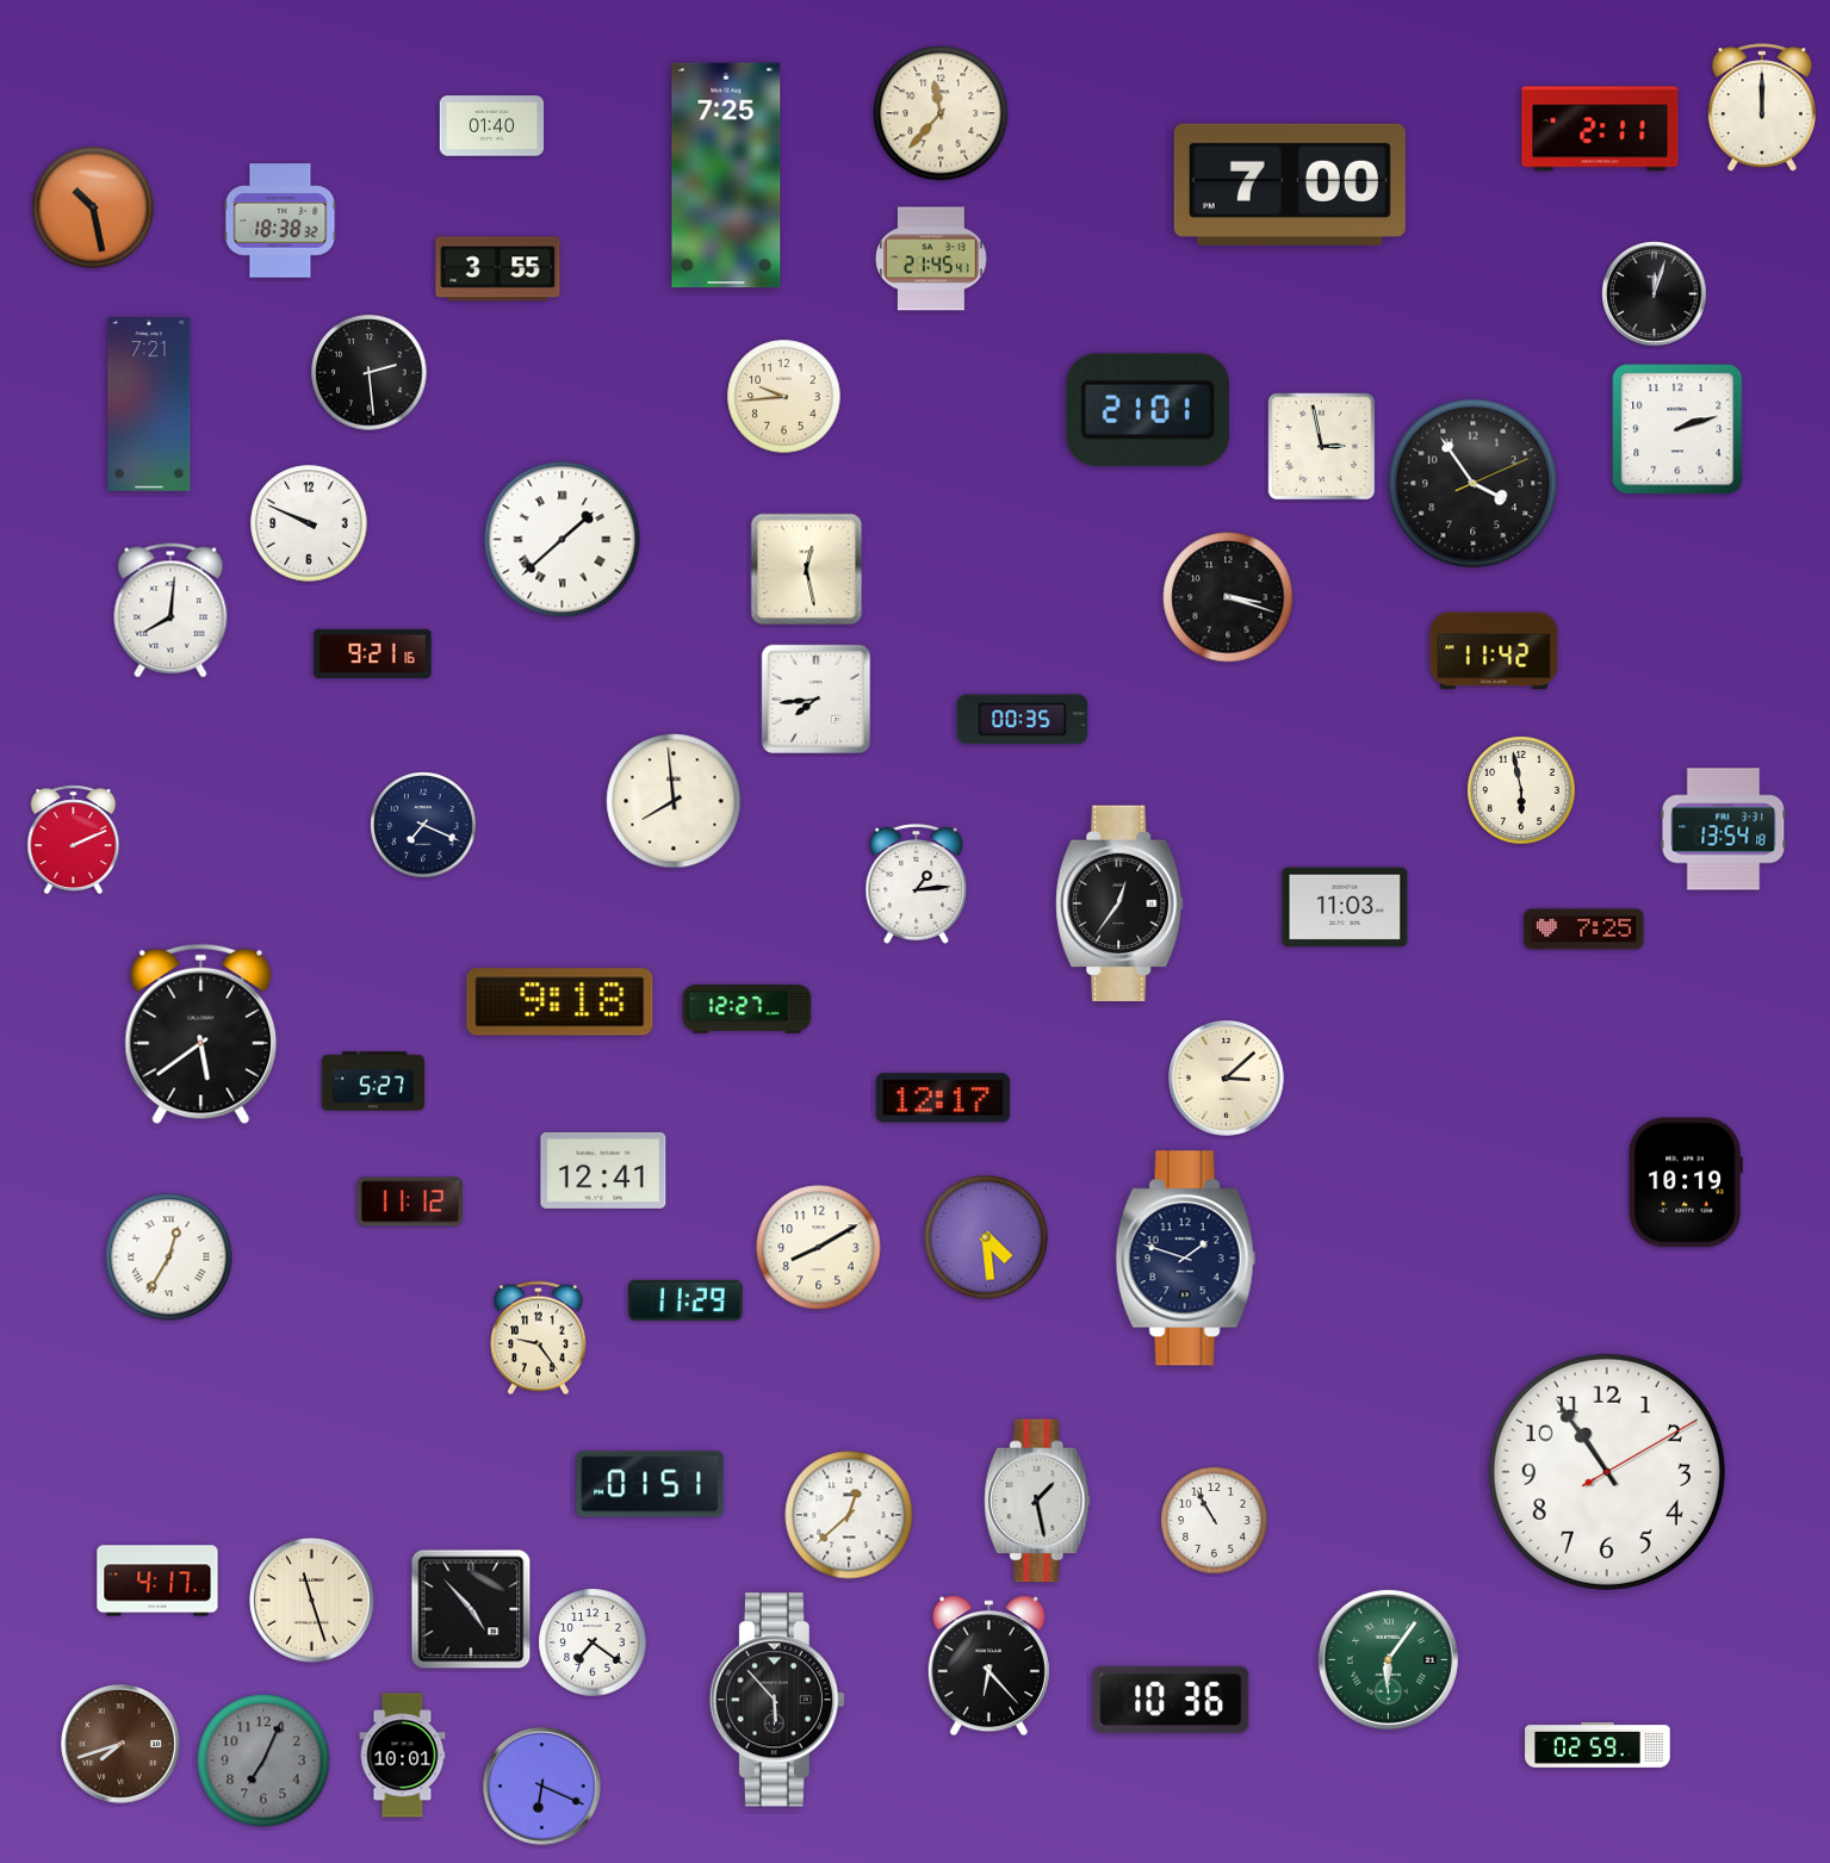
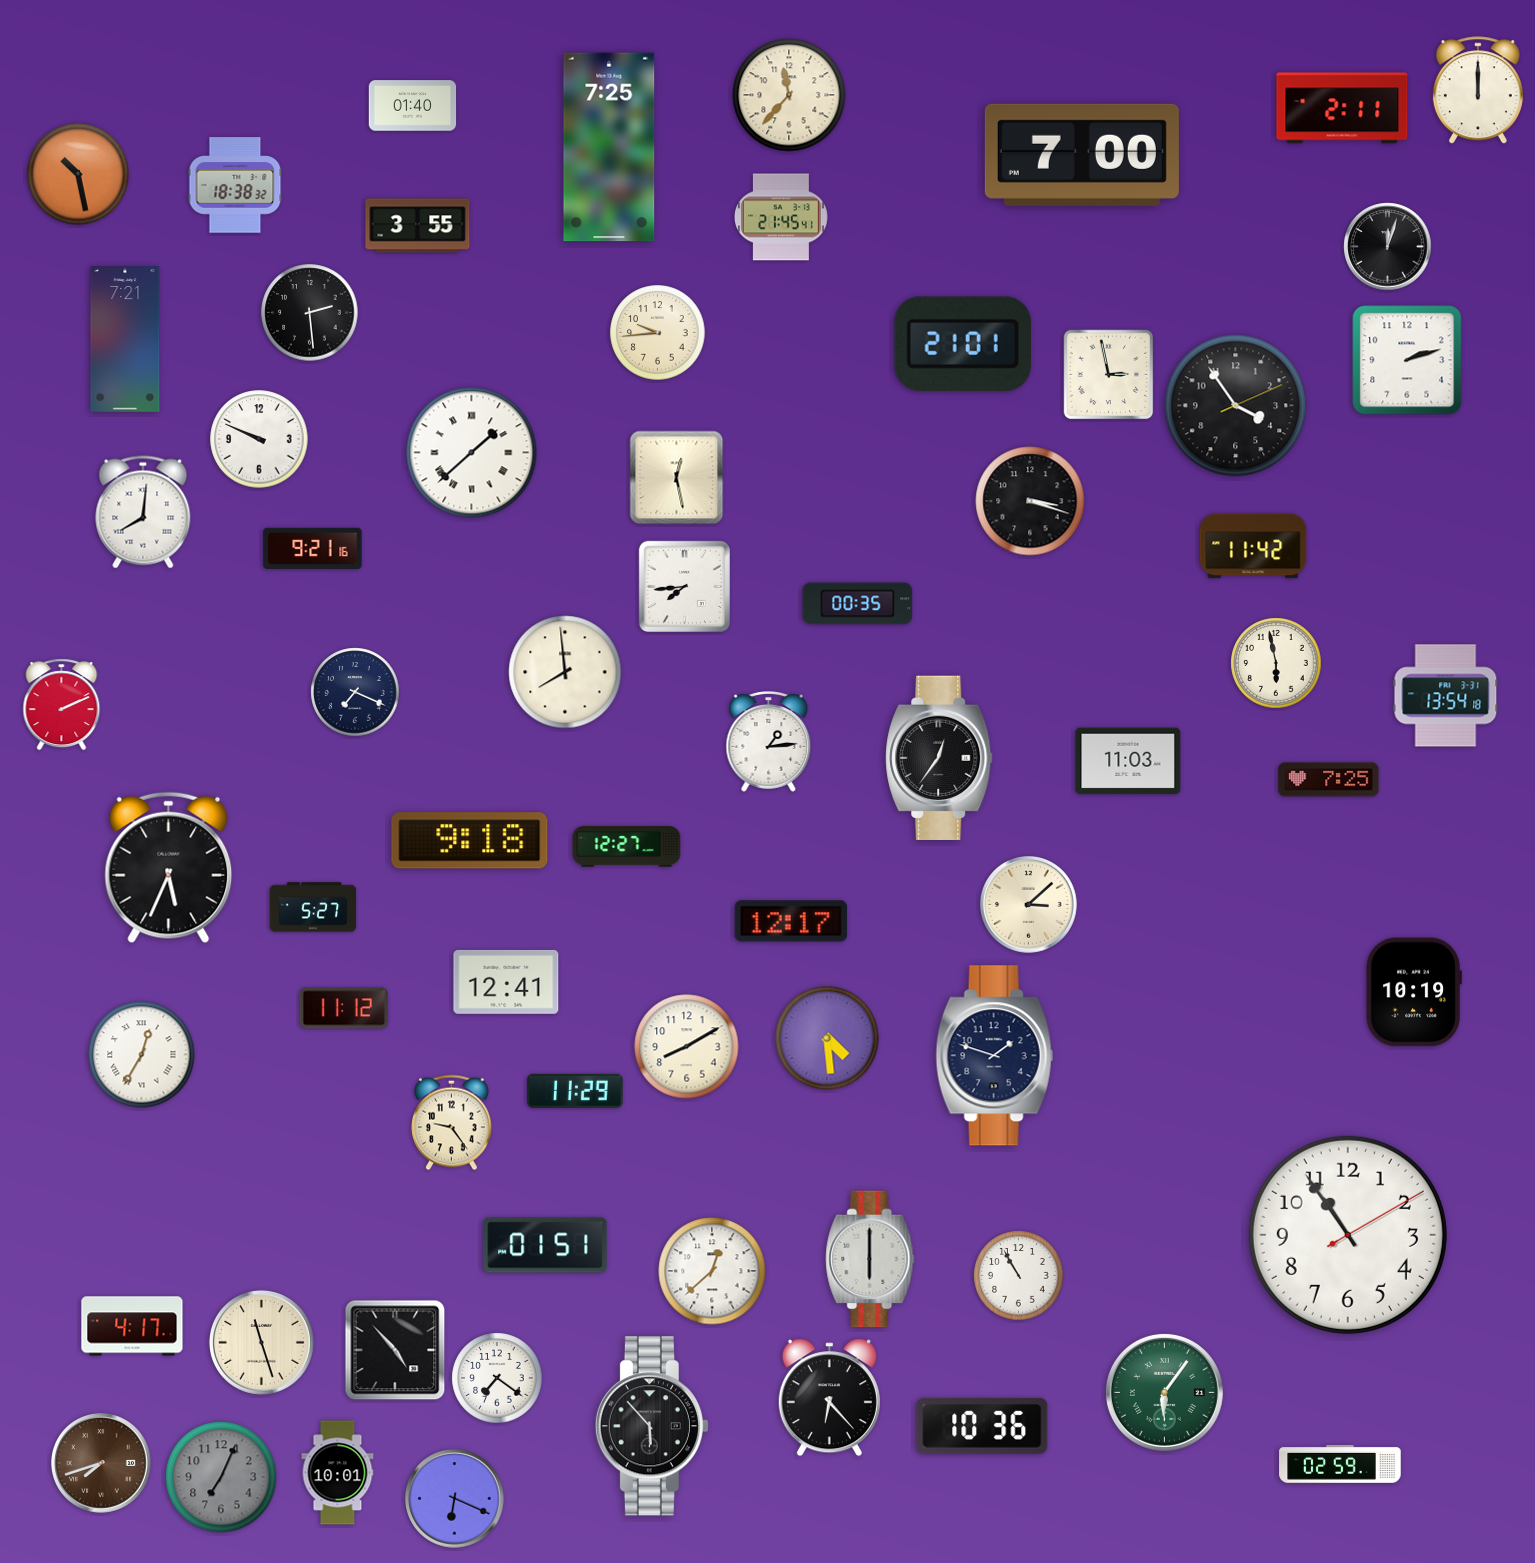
clock at (201, 1035): 5:39 -> 5:34
clock at (1037, 1501): 1:28 -> 6:00
